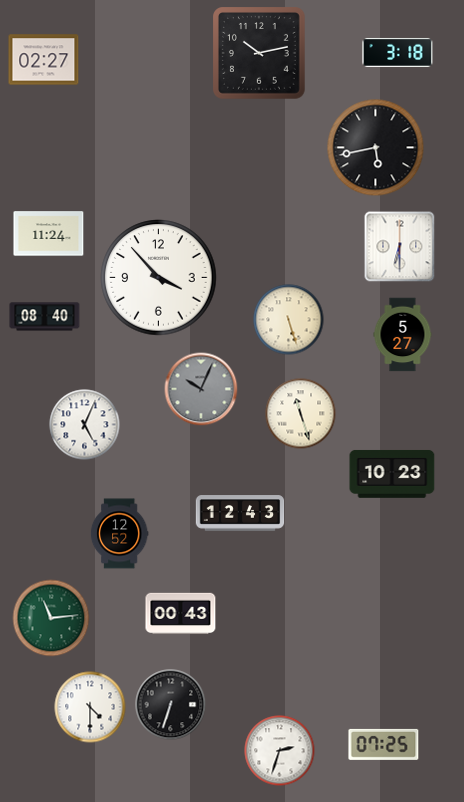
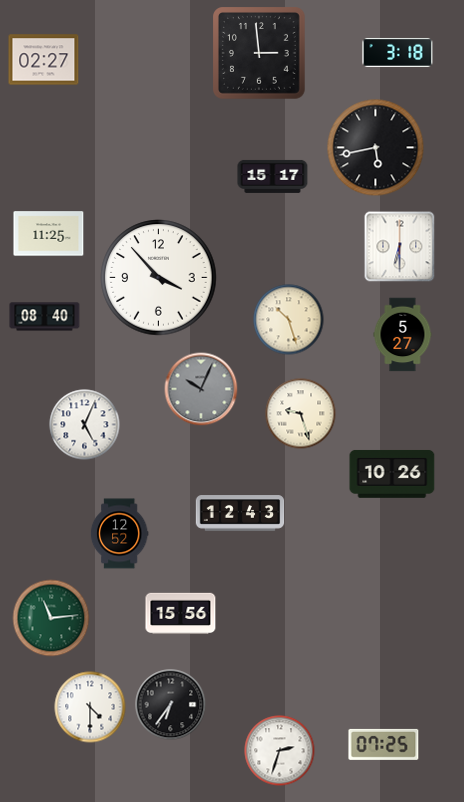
clock at (260, 54): 10:13 -> 2:59
clock at (273, 176): none -> 15:17
clock at (49, 234): 11:24 -> 11:25
clock at (289, 320): 5:27 -> 10:27
clock at (301, 414): 11:27 -> 9:27
clock at (392, 474): 10:23 -> 10:26
clock at (181, 613): 00:43 -> 15:56
clock at (171, 705): 6:33 -> 6:36
